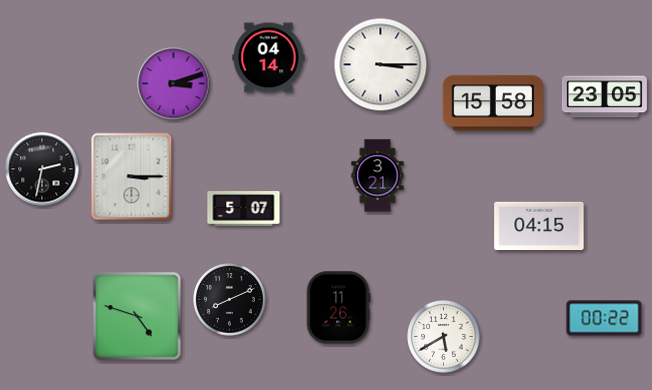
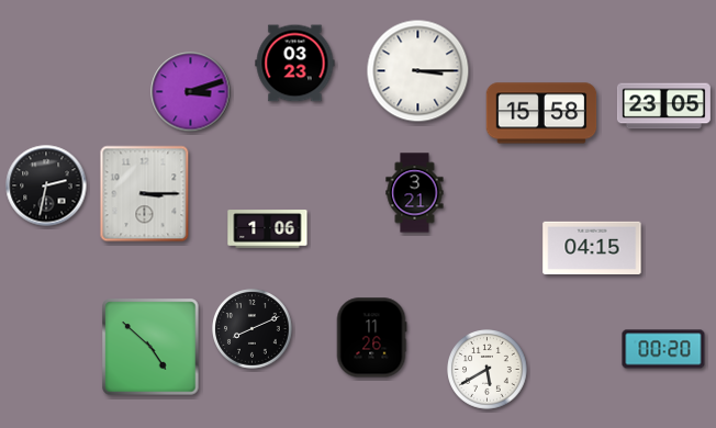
clock at (269, 58): 04:14 -> 03:23
clock at (244, 209): 5:07 -> 1:06
clock at (137, 316): 4:48 -> 4:52
clock at (604, 318): 00:22 -> 00:20
